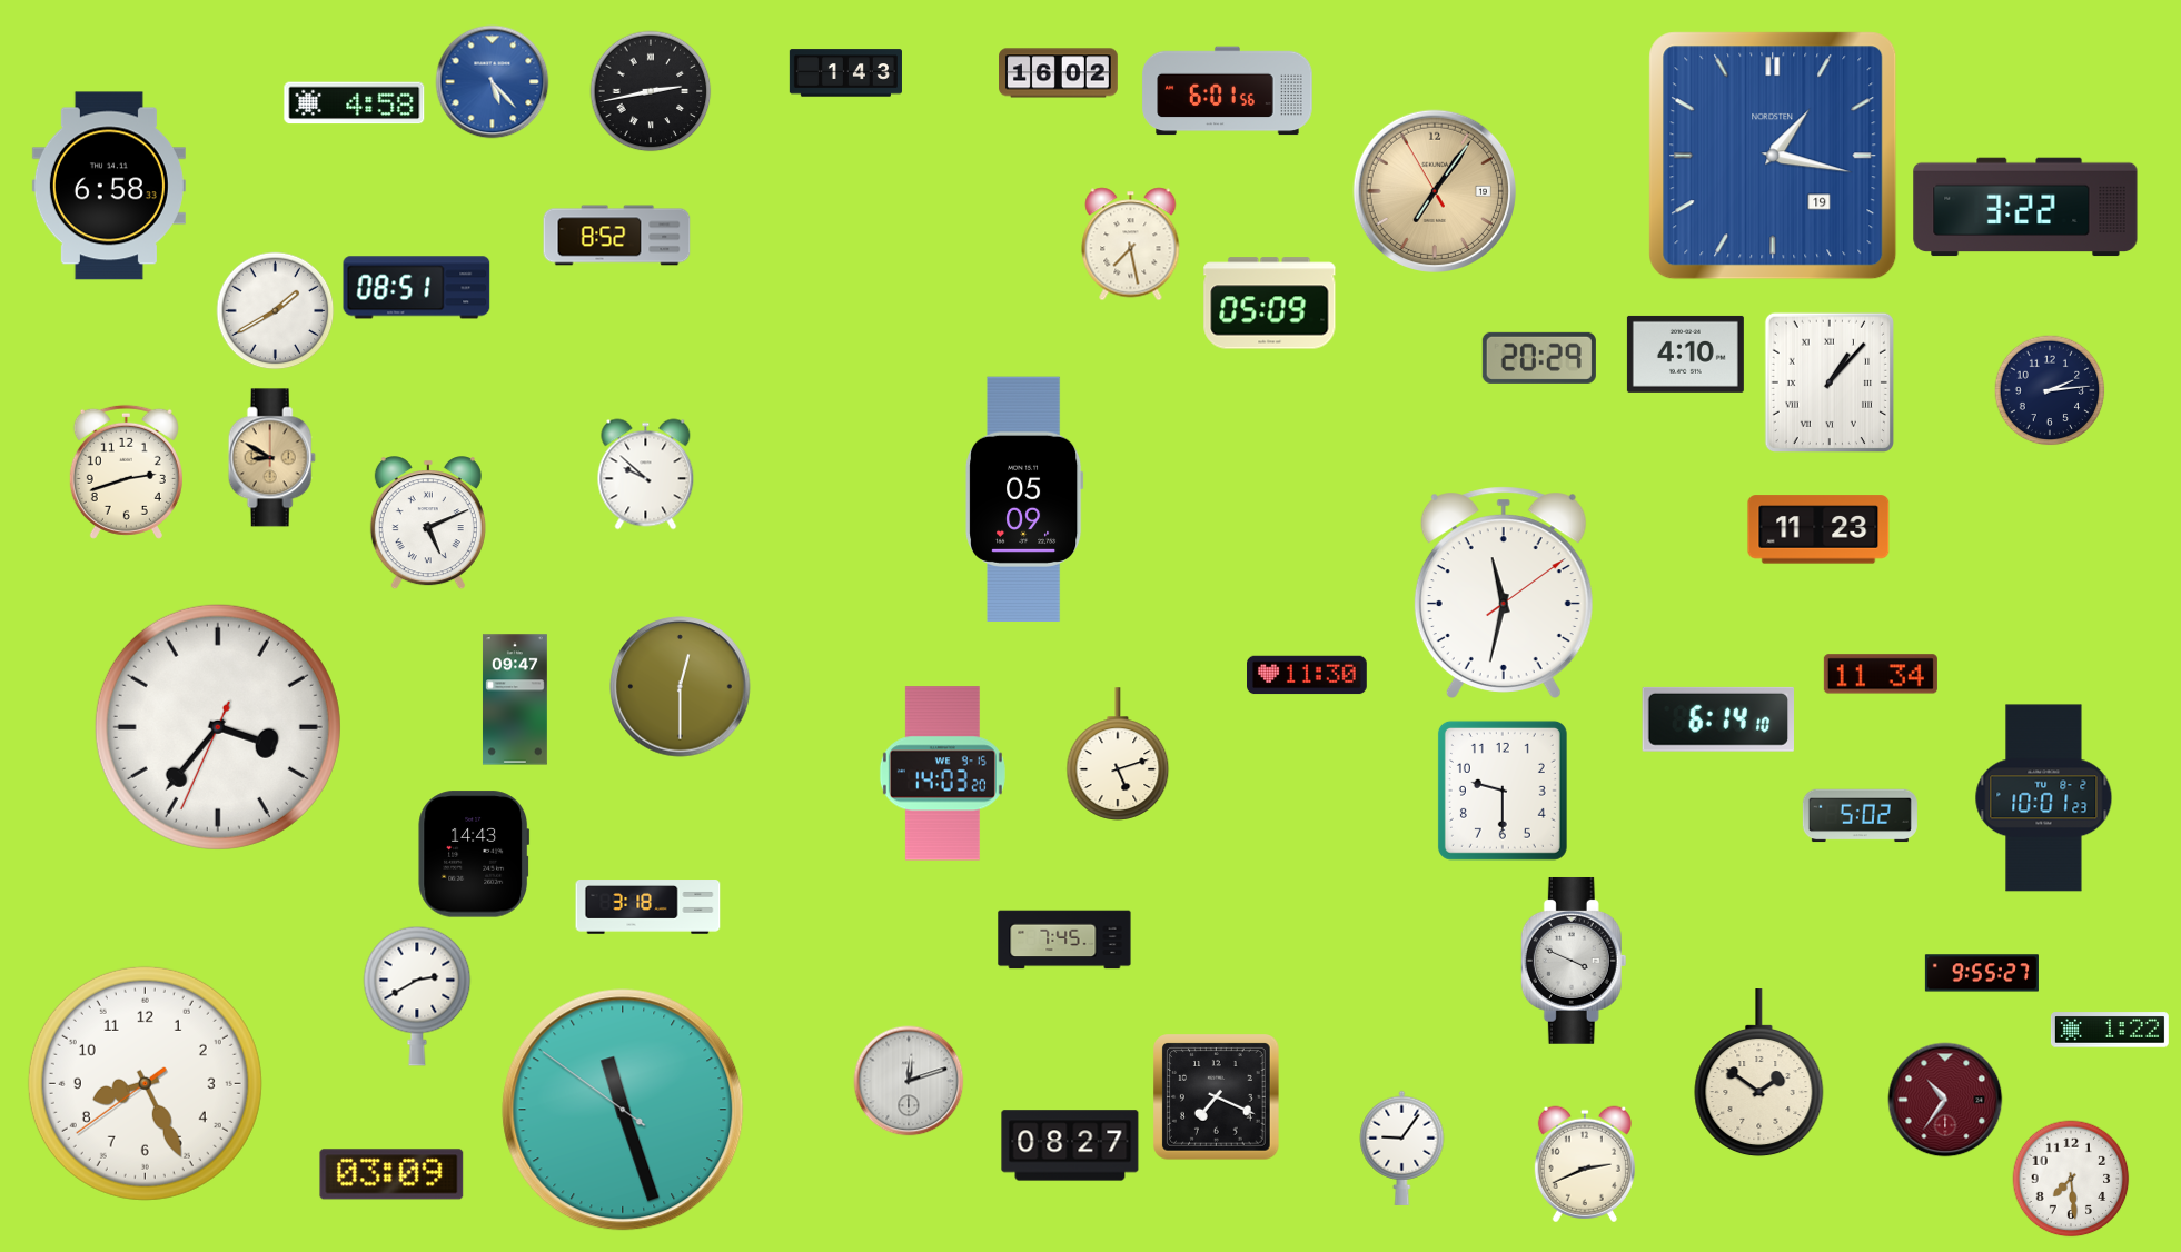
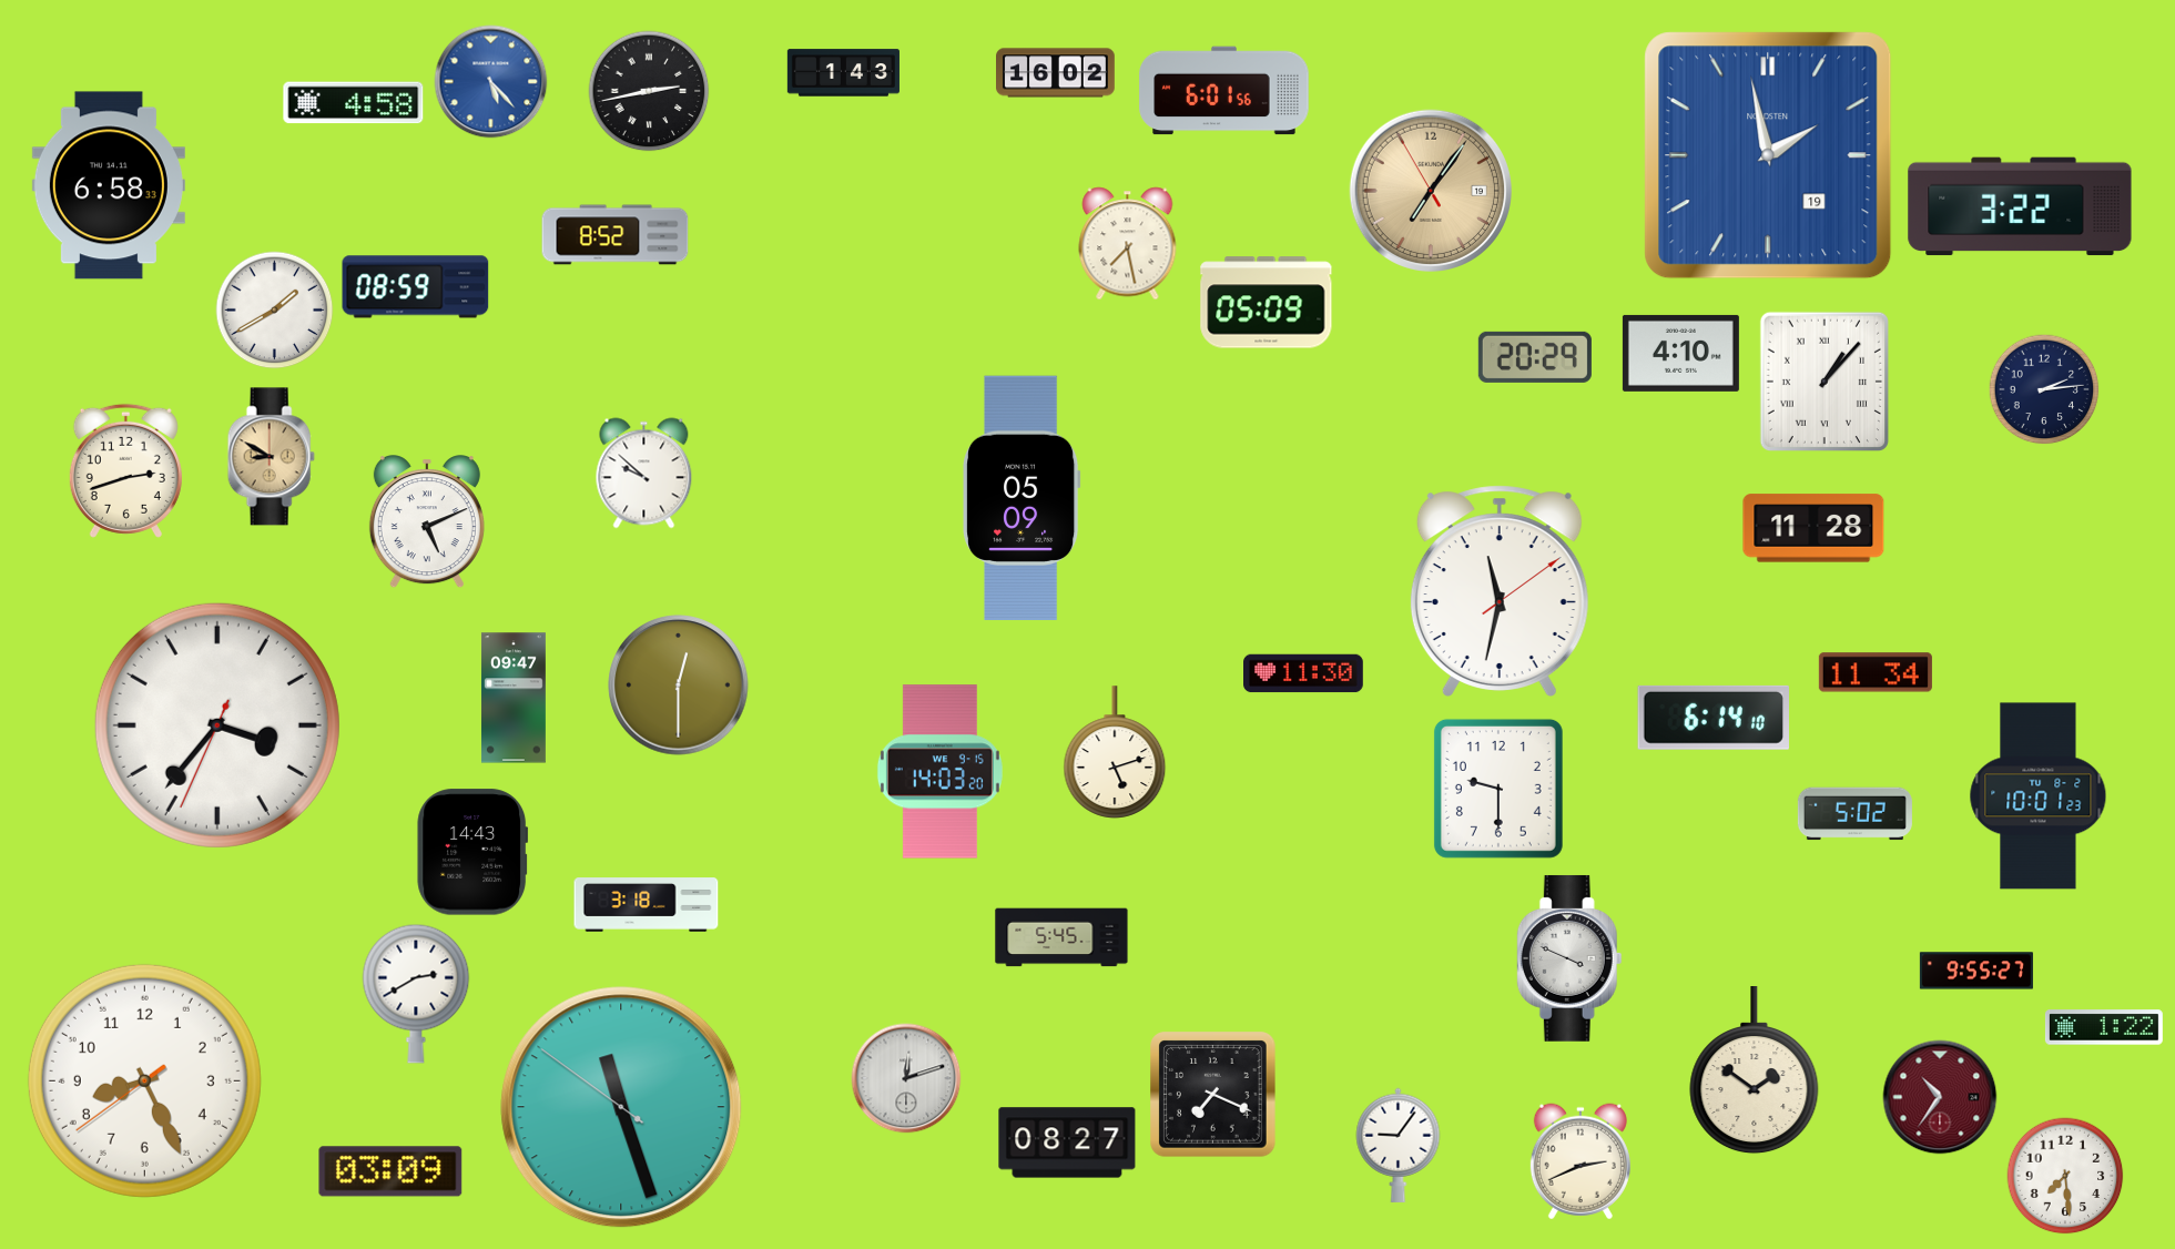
clock at (1773, 156): 1:17 -> 1:58
clock at (417, 288): 08:51 -> 08:59
clock at (1818, 529): 11:23 -> 11:28
clock at (1064, 940): 7:45 -> 5:45
